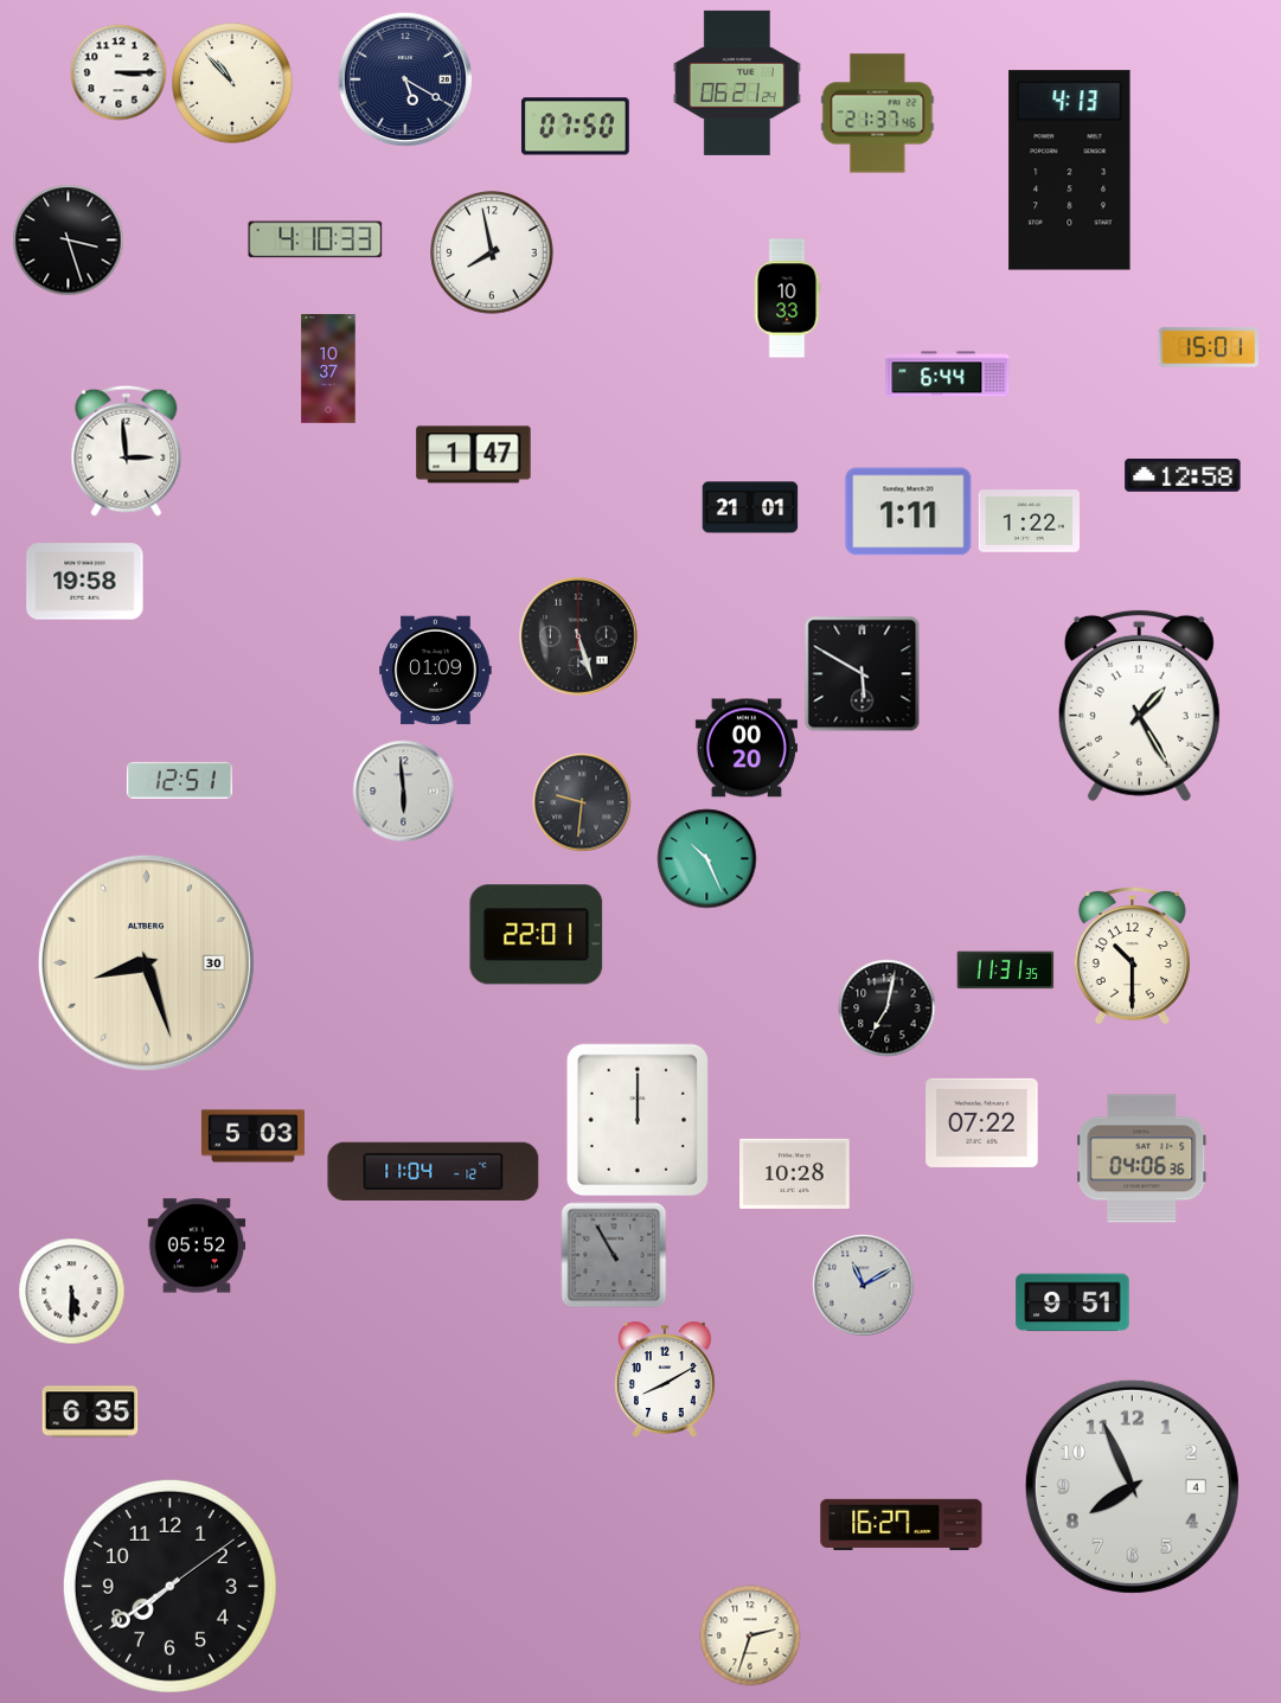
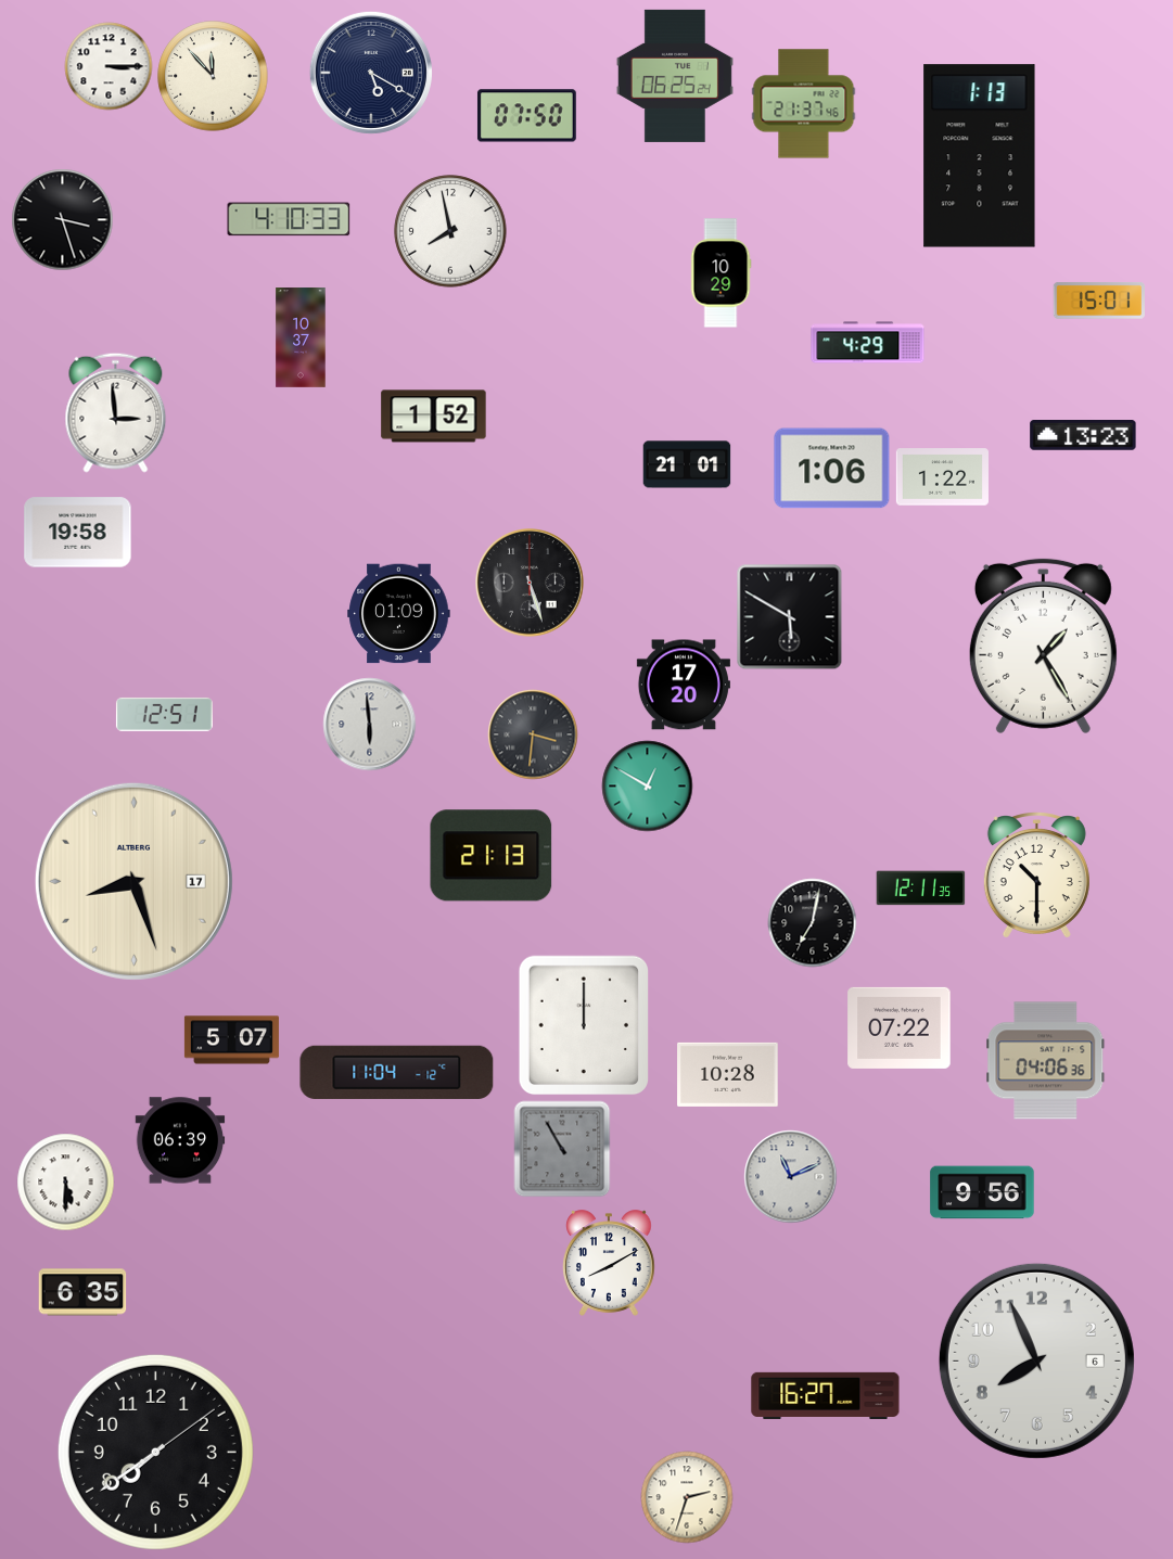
clock at (232, 83): 10:53 -> 11:53
clock at (737, 83): 06:21 -> 06:25
clock at (1070, 171): 4:13 -> 1:13
clock at (787, 299): 10:33 -> 10:29
clock at (1209, 347) position: (1209, 347) -> (1099, 301)
clock at (948, 374): 6:44 -> 4:29
clock at (474, 455): 1:47 -> 1:52
clock at (1183, 476): 12:58 -> 13:23
clock at (909, 512): 1:11 -> 1:06
clock at (747, 748): 00:20 -> 17:20
clock at (582, 802): 9:31 -> 3:31
clock at (707, 859): 10:26 -> 12:50
clock at (537, 935): 22:01 -> 21:13
clock at (146, 962) date: 30 -> 17
clock at (1006, 971): 11:31 -> 12:11
clock at (252, 1137): 5:03 -> 5:07
clock at (197, 1246): 05:52 -> 06:39
clock at (864, 1286): 11:10 -> 11:11
clock at (1072, 1302): 9:51 -> 9:56
clock at (1132, 1486) date: 4 -> 6
